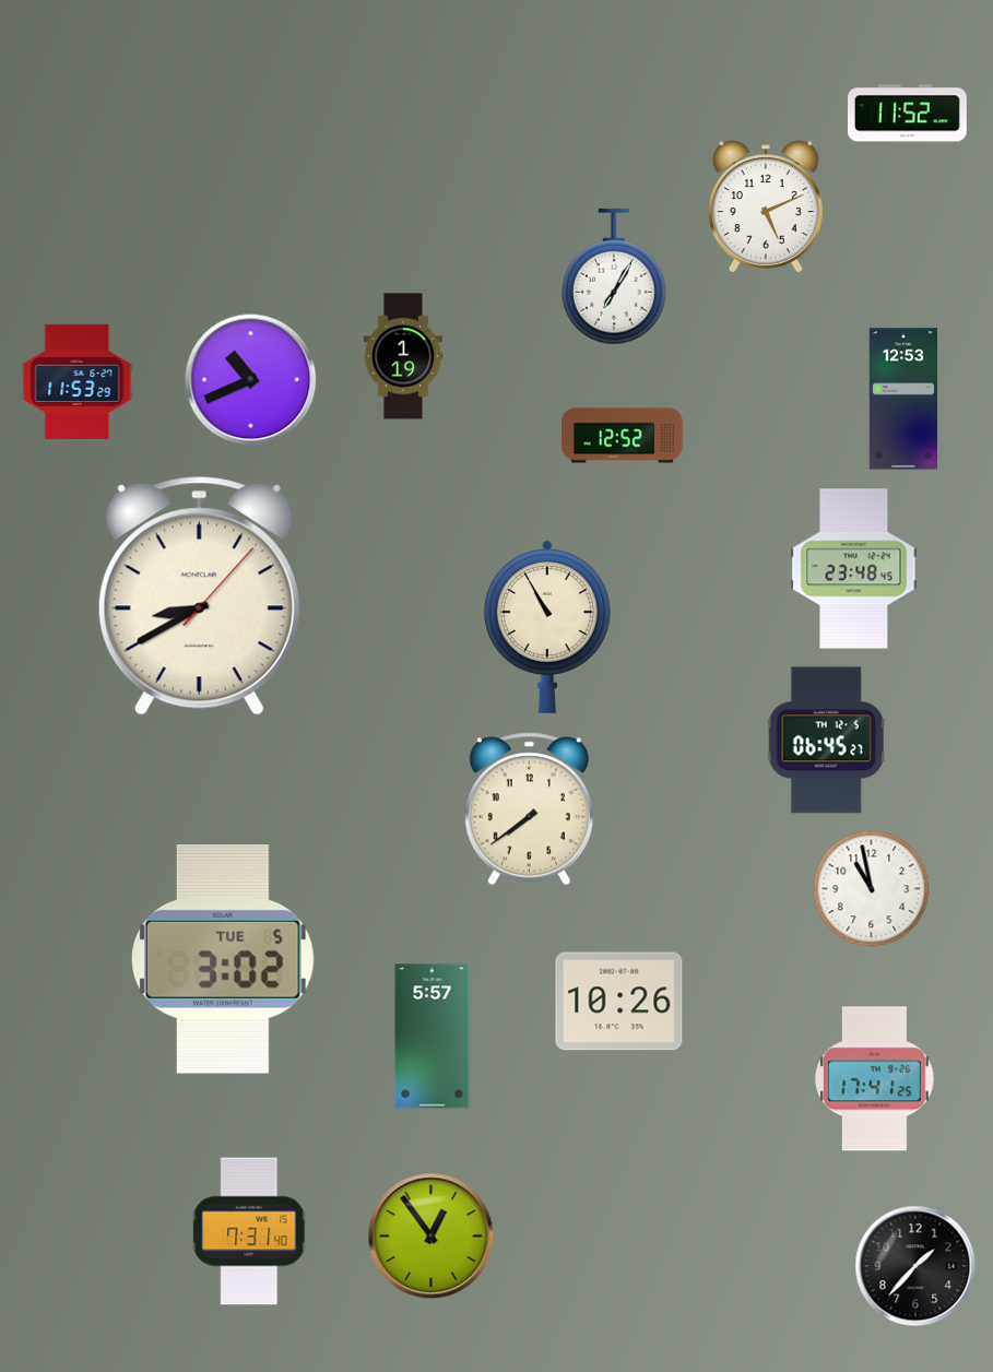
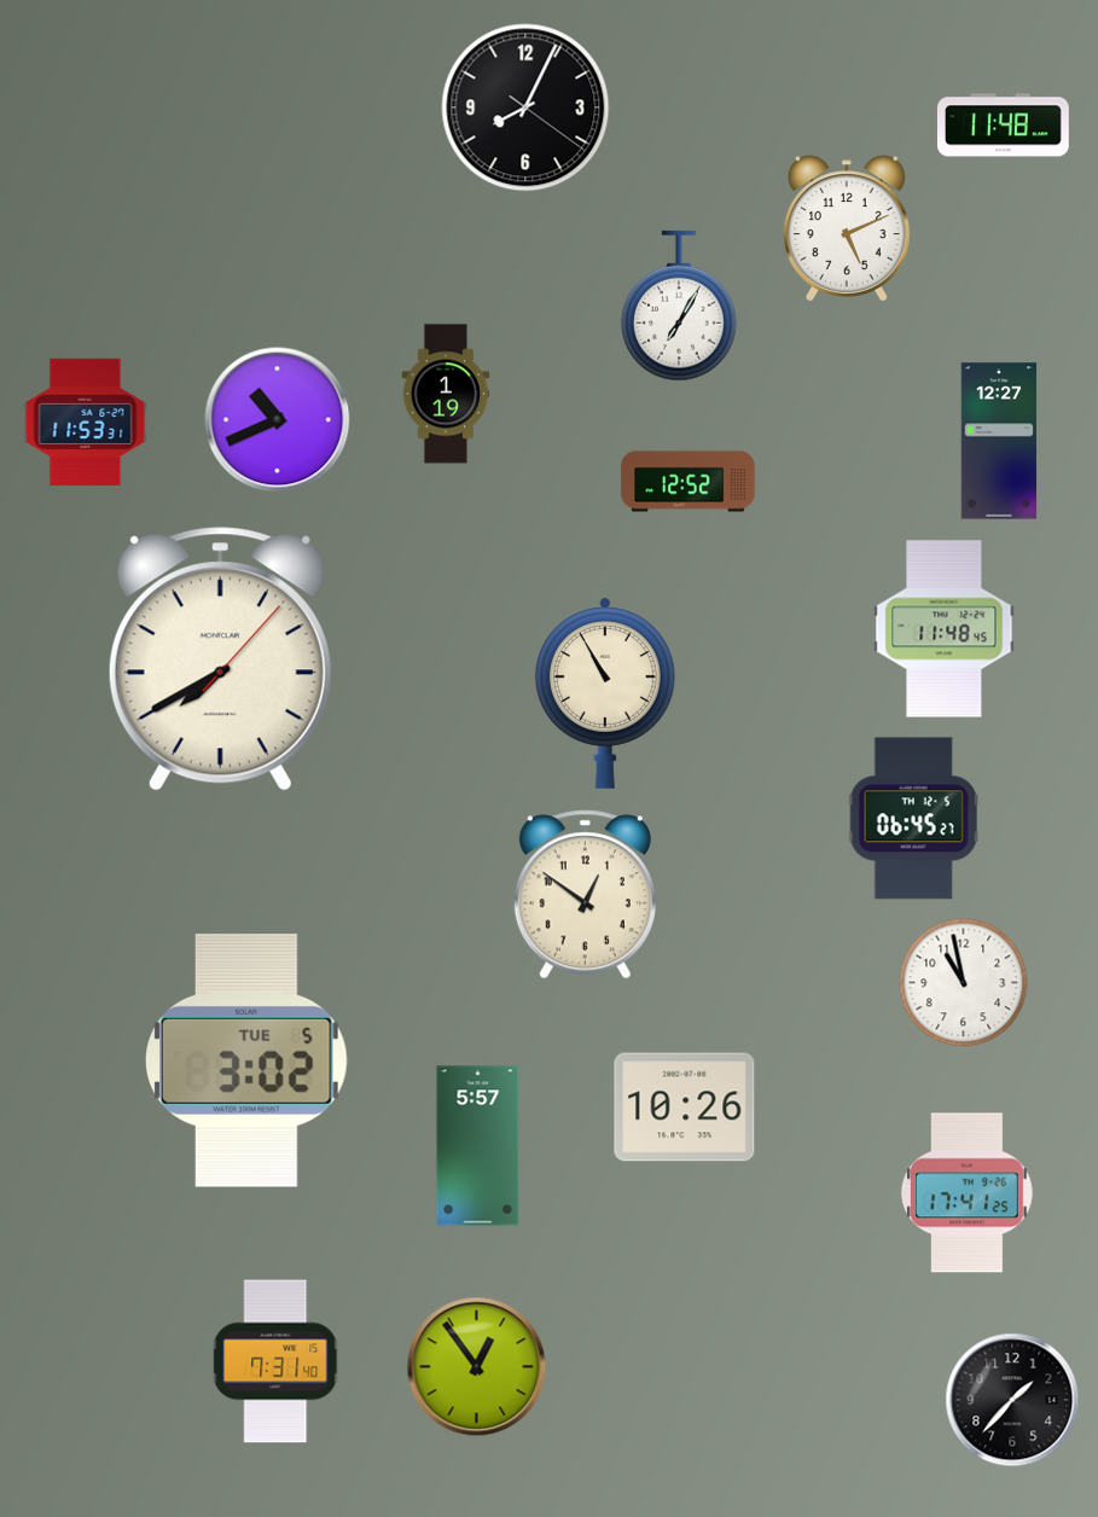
clock at (525, 107): none -> 8:04
clock at (907, 114): 11:52 -> 11:48
clock at (78, 382): 11:53:29 -> 11:53:31
clock at (903, 399): 12:53 -> 12:27
clock at (854, 569): 23:48 -> 11:48
clock at (199, 596): 8:40 -> 7:40
clock at (529, 809): 7:39 -> 12:51
